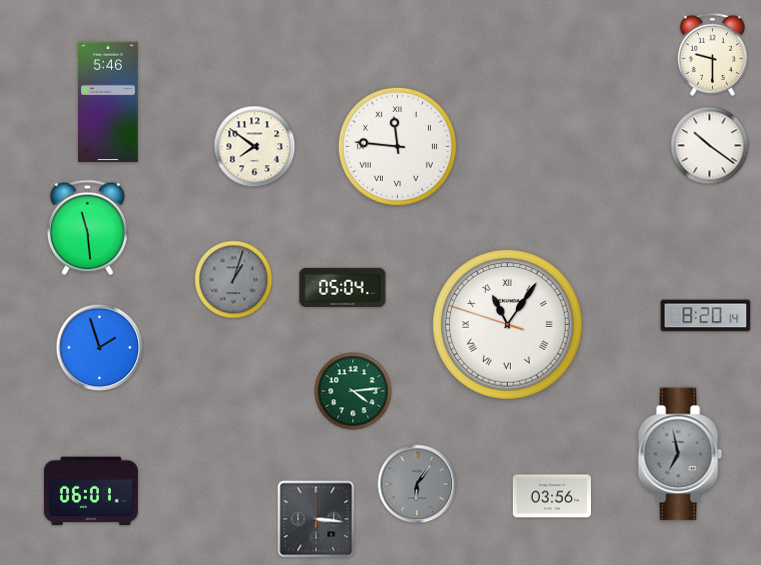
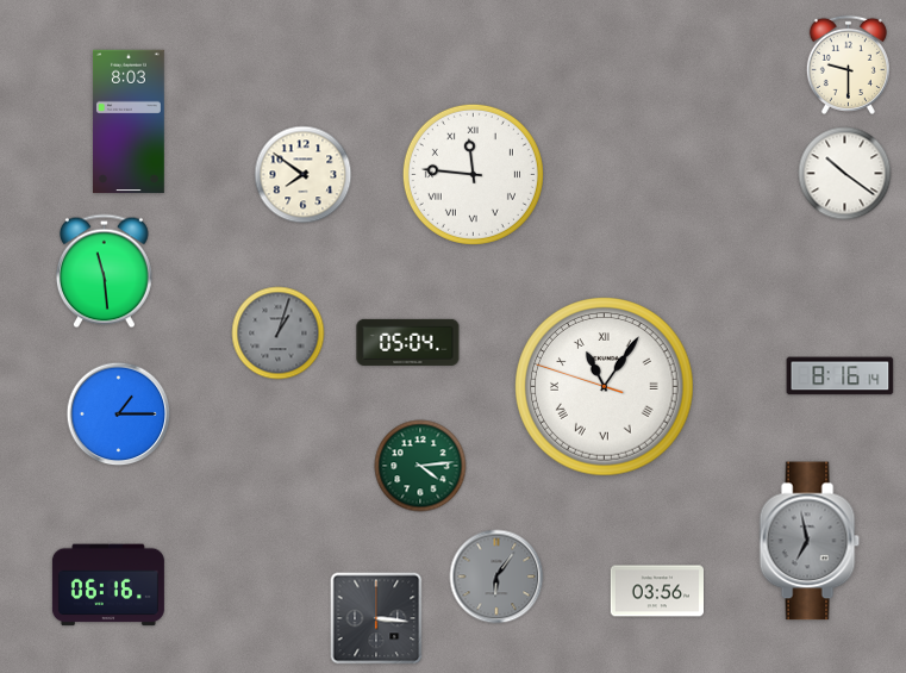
clock at (108, 102): 5:46 -> 8:03
clock at (706, 316): 8:20 -> 8:16
clock at (100, 348): 1:57 -> 1:15
clock at (91, 491): 06:01 -> 06:16
